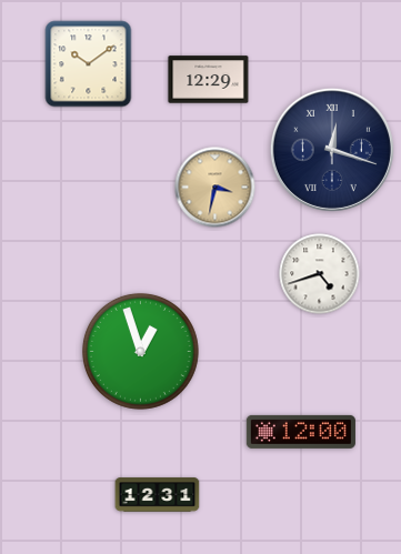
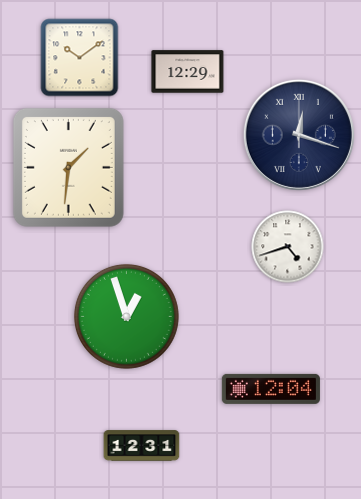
clock at (68, 167): none -> 1:31
clock at (215, 188): 3:32 -> none
clock at (301, 432): 12:00 -> 12:04
